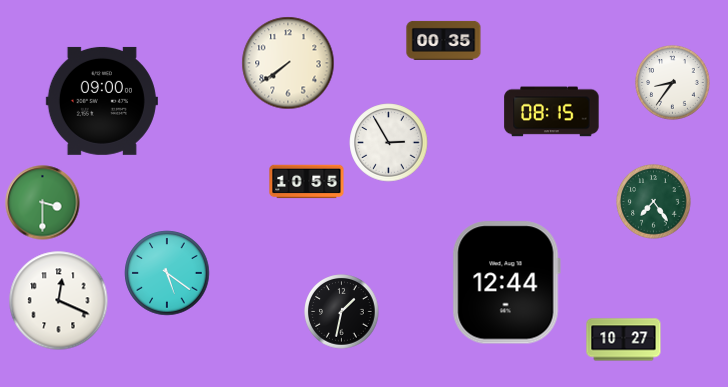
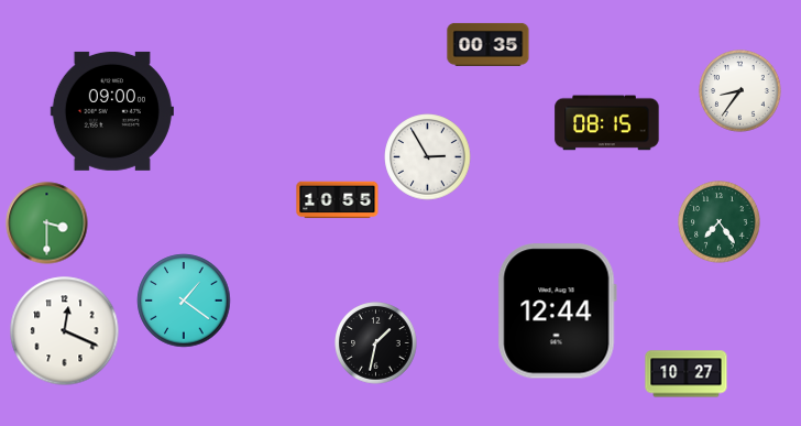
clock at (288, 63): 7:39 -> none
clock at (167, 273): 5:21 -> 1:21
